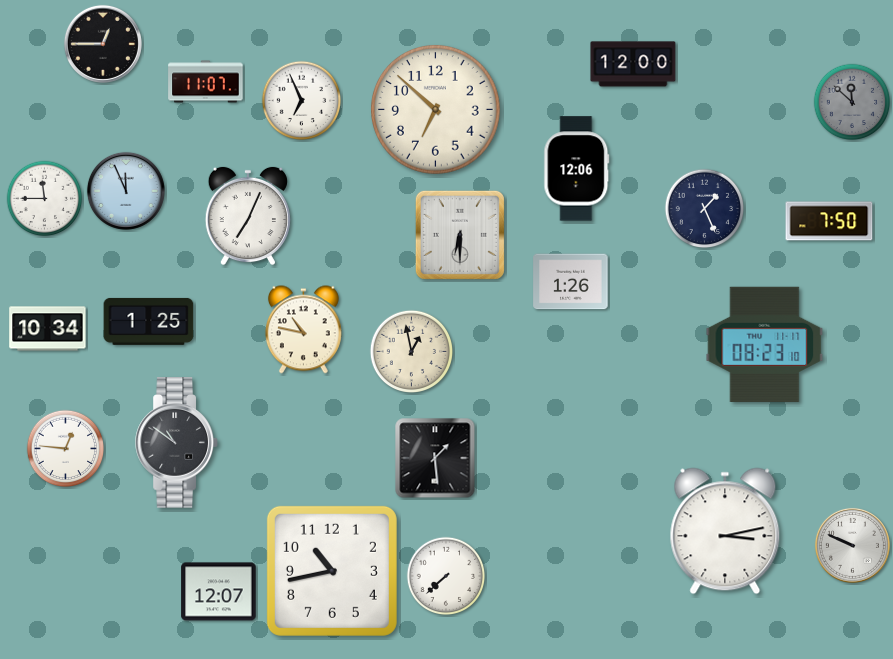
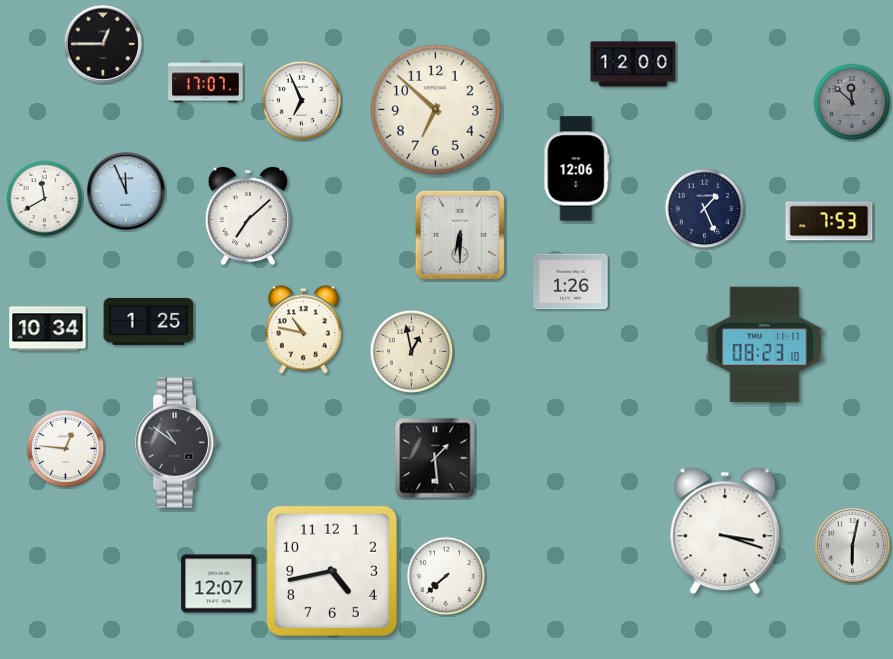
clock at (206, 82): 11:07 -> 17:07
clock at (45, 199): 11:45 -> 11:40
clock at (248, 216): 7:04 -> 7:08
clock at (829, 221): 7:50 -> 7:53
clock at (725, 531): 3:13 -> 3:18
clock at (852, 545): 9:49 -> 6:02
clock at (332, 571): 10:43 -> 4:43
clock at (219, 592) position: (219, 592) -> (219, 584)
